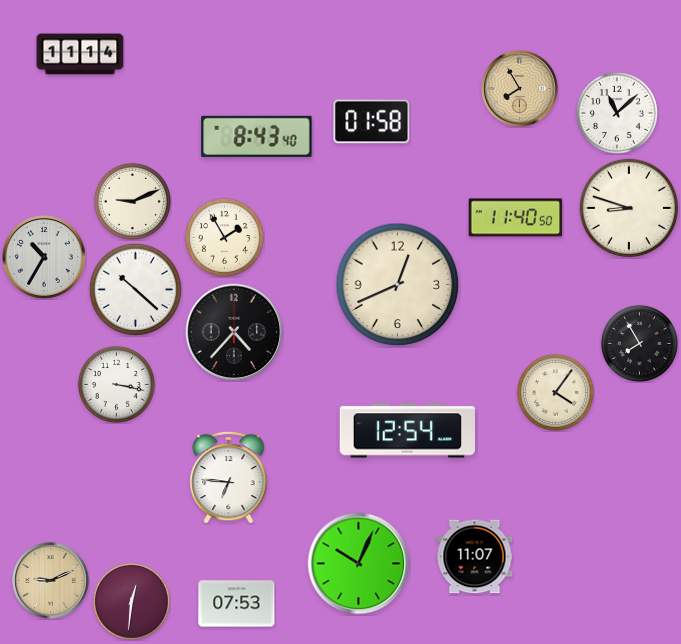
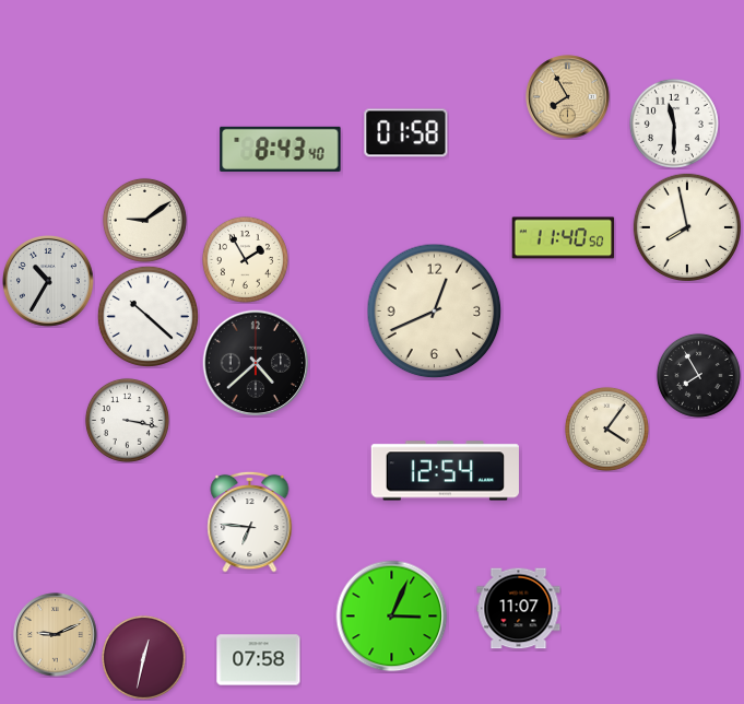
clock at (80, 54): 11:14 -> none
clock at (617, 113): 11:08 -> 11:30
clock at (132, 201): 9:11 -> 9:09
clock at (628, 207): 8:48 -> 7:58
clock at (234, 332): 4:37 -> 4:38
clock at (359, 564): 10:04 -> 3:04
clock at (131, 601): 12:31 -> 12:32
clock at (237, 604): 07:53 -> 07:58
